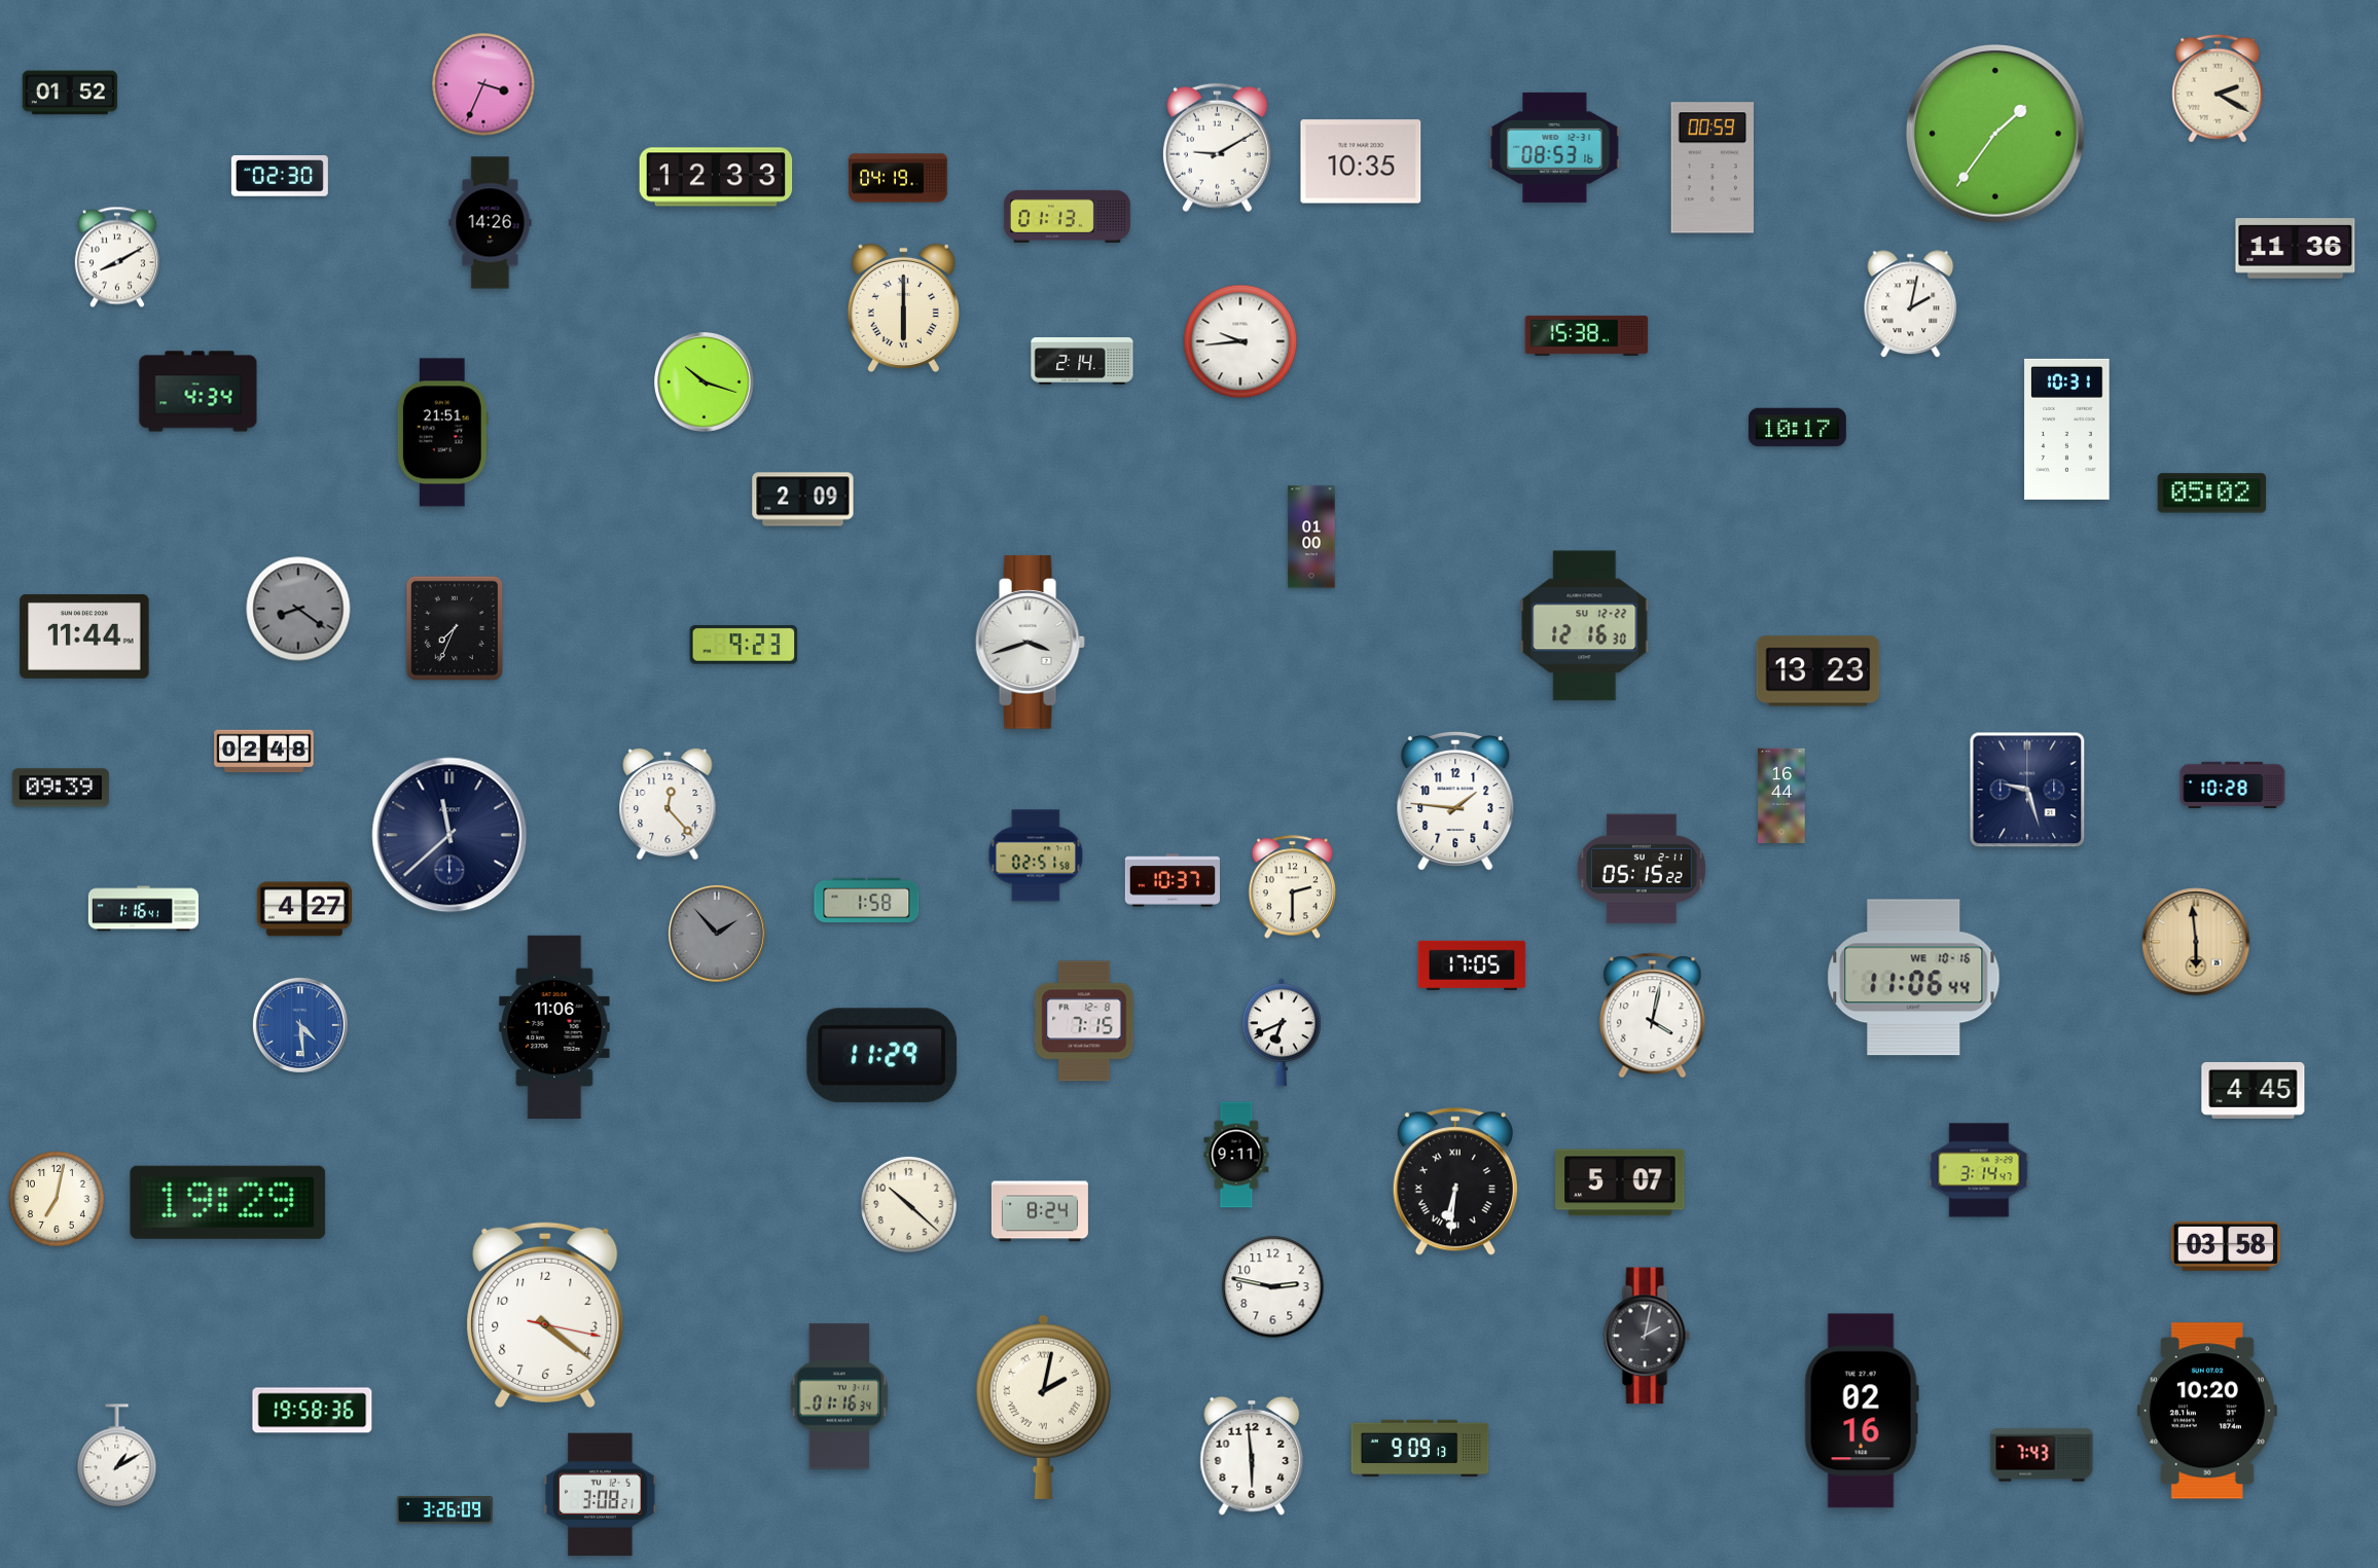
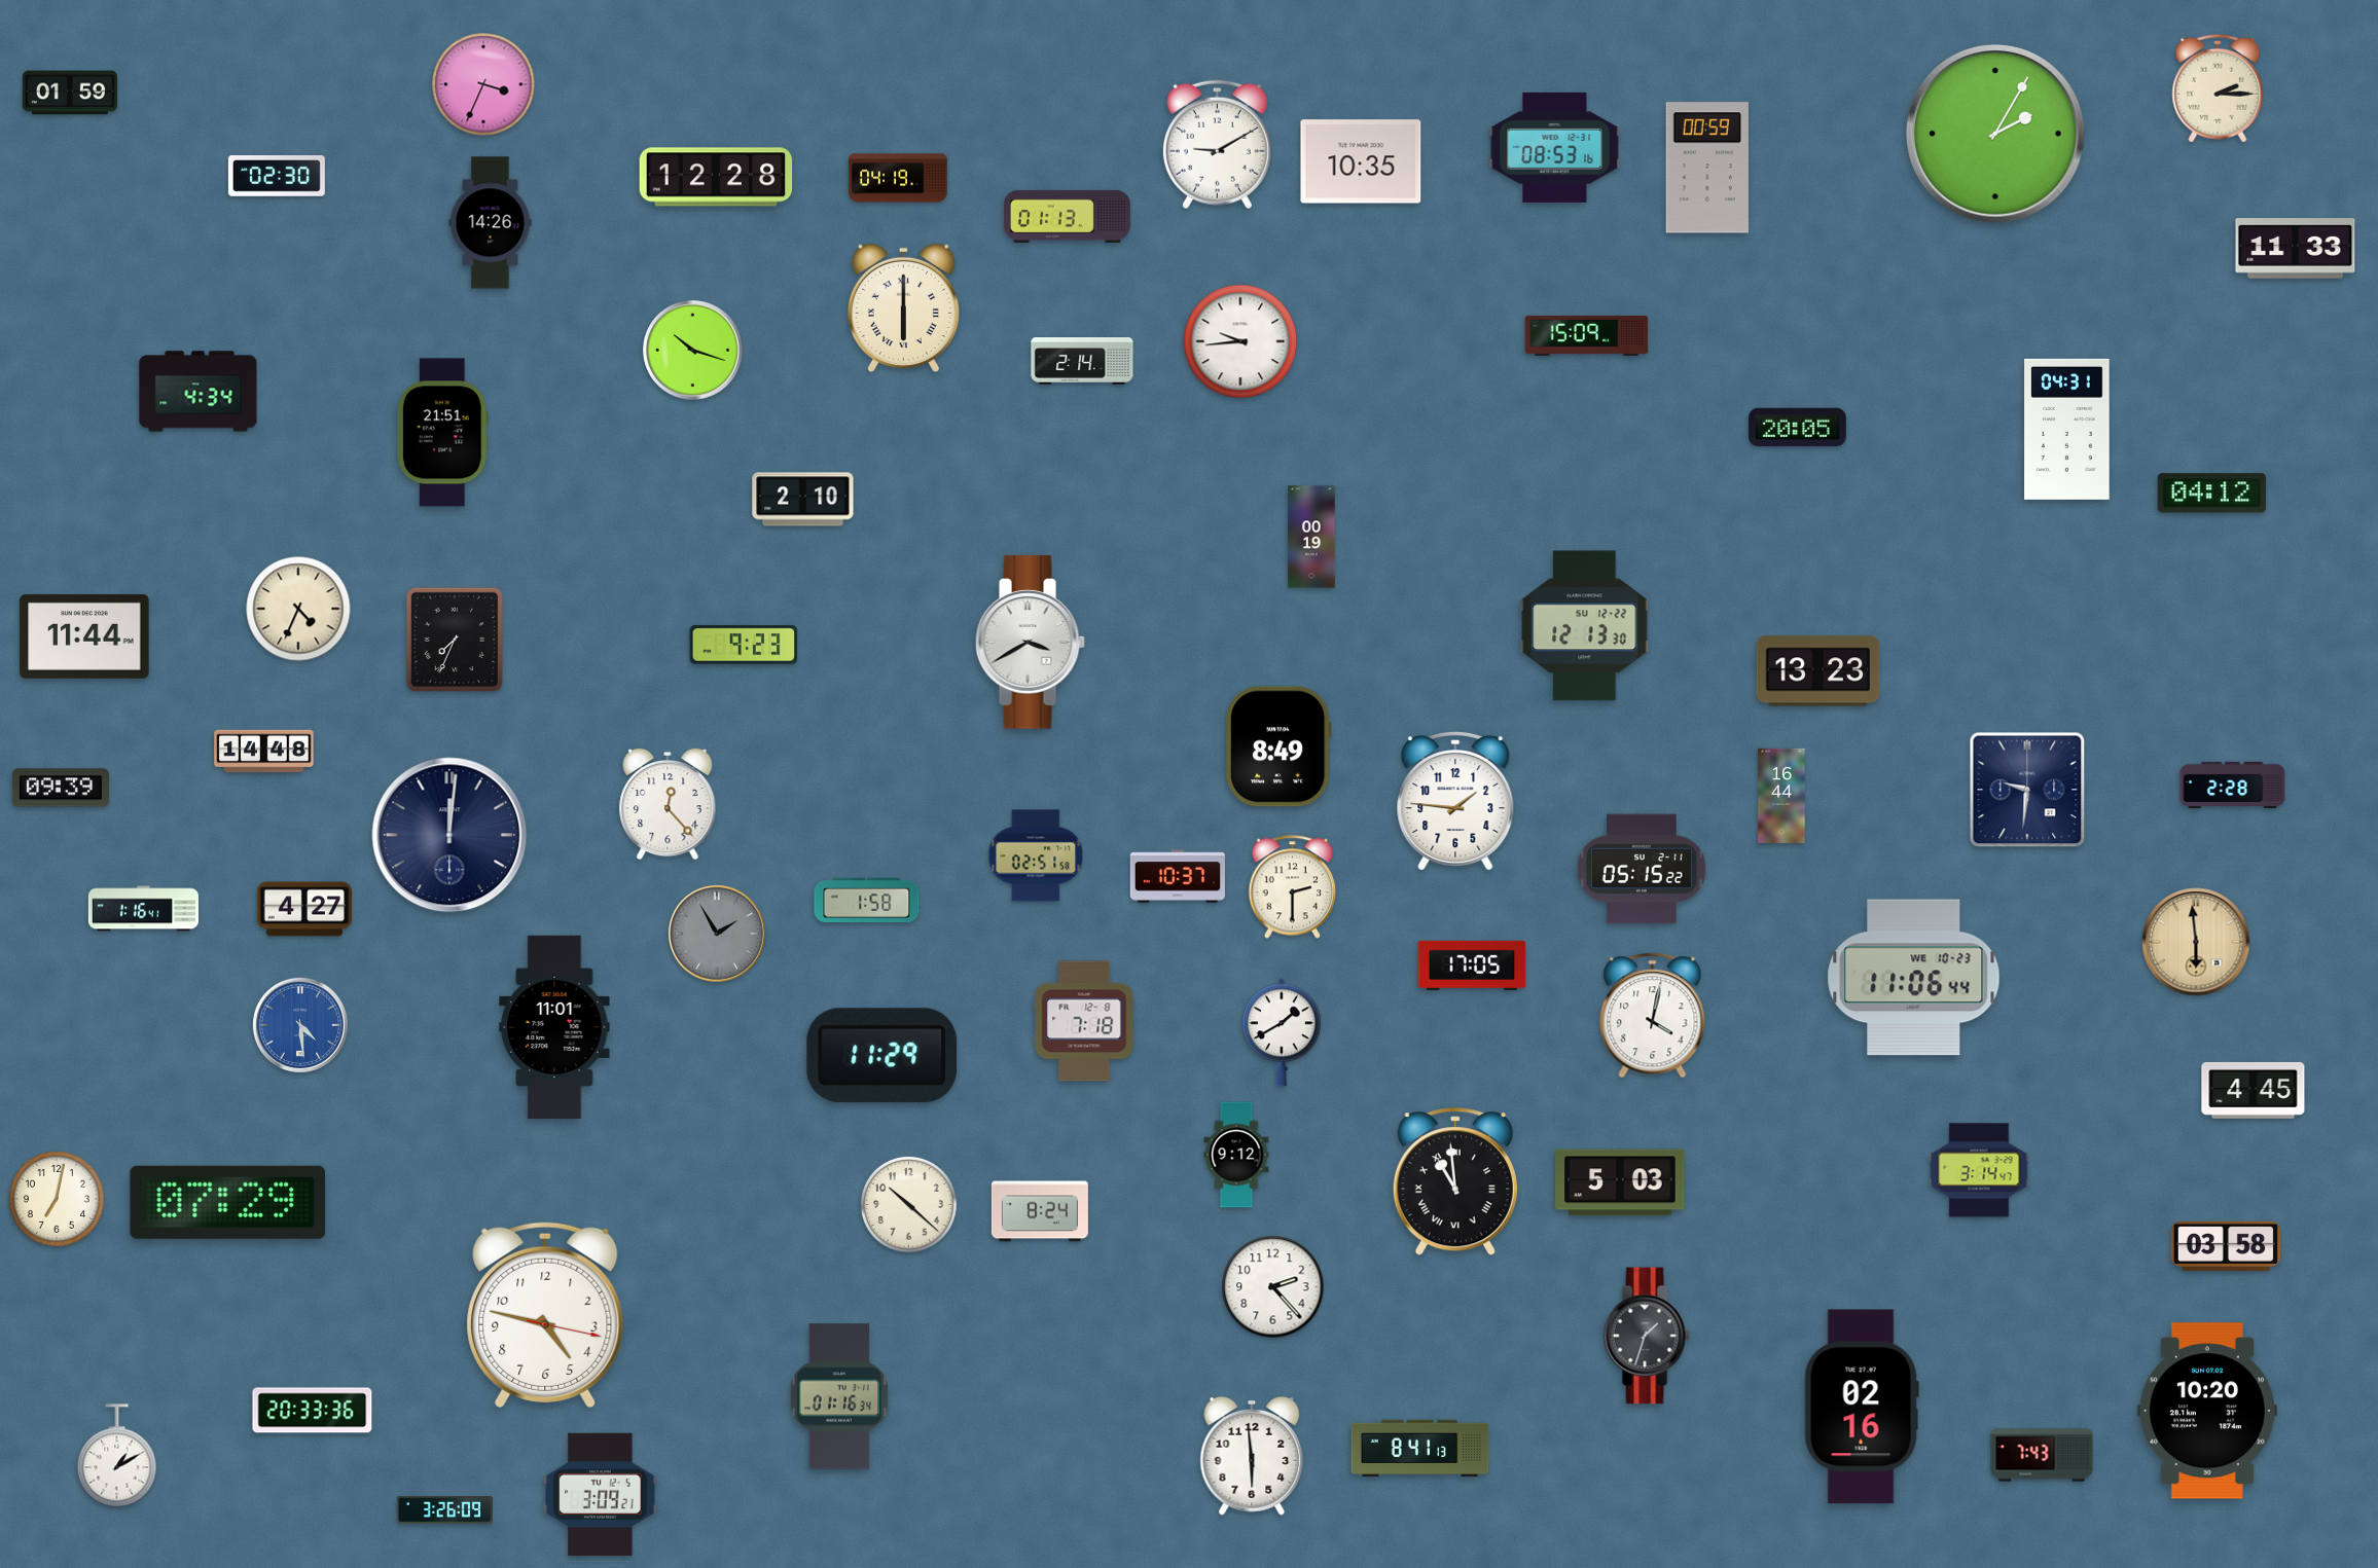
clock at (2218, 88): 2:20 -> 2:15
clock at (69, 93): 01:52 -> 01:59
clock at (1996, 135): 1:36 -> 2:05
clock at (1217, 148) position: (1217, 148) -> (1217, 145)
clock at (1713, 168) position: (1713, 168) -> (1707, 168)
clock at (280, 176) position: (280, 176) -> (277, 176)
clock at (716, 177): 12:33 -> 12:28
clock at (2296, 249): 11:36 -> 11:33
clock at (117, 257): 8:10 -> none
clock at (1911, 304): 2:02 -> none
clock at (1587, 335): 15:38 -> 15:09
clock at (705, 382) position: (705, 382) -> (693, 351)
clock at (1798, 428): 10:17 -> 20:05
clock at (2067, 429): 10:31 -> 04:31
clock at (2212, 494): 05:02 -> 04:12
clock at (803, 500): 2:09 -> 2:10
clock at (1311, 537): 01:00 -> 00:19
clock at (298, 609): 8:21 -> 4:34
clock at (298, 609) dial: grey -> cream
clock at (1585, 626): 12:16 -> 12:13
clock at (455, 627) position: (455, 627) -> (455, 639)
clock at (1030, 643): 3:42 -> 3:40
clock at (1278, 746): none -> 8:49
clock at (264, 752): 02:48 -> 14:48
clock at (2233, 786): 10:28 -> 2:28
clock at (2027, 790): 9:27 -> 9:31
clock at (449, 835): 11:38 -> 12:01
clock at (1172, 880) position: (1172, 880) -> (1177, 876)
clock at (717, 934): 1:53 -> 1:55
clock at (1914, 978) date: WE 10-16 -> WE 10-23
clock at (1084, 1021): 7:15 -> 7:18
clock at (554, 1026): 11:06 -> 11:01
clock at (1283, 1032): 6:41 -> 1:40
clock at (1236, 1155): 9:11 -> 9:12
clock at (1455, 1182): 6:31 -> 10:59
clock at (1620, 1182): 5:07 -> 5:03
clock at (228, 1202): 19:29 -> 07:29
clock at (1273, 1287): 2:47 -> 2:23
clock at (545, 1315): 4:21 -> 4:47
clock at (1647, 1336): 2:02 -> 1:33
clock at (1043, 1407): 2:02 -> none
clock at (313, 1411): 19:58 -> 20:33
clock at (1862, 1411) position: (1862, 1411) -> (1862, 1407)
clock at (1420, 1449): 9:09 -> 8:41
clock at (601, 1495): 3:08 -> 3:09
